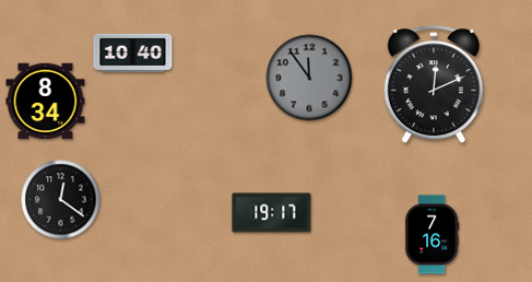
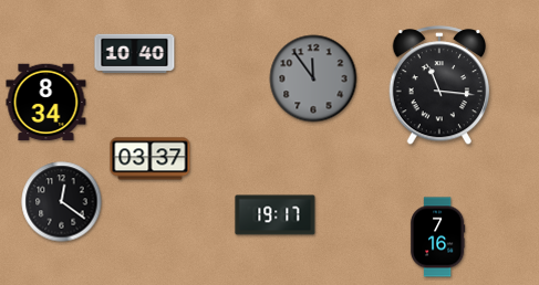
clock at (434, 85): 12:11 -> 11:16
clock at (151, 159): none -> 03:37
